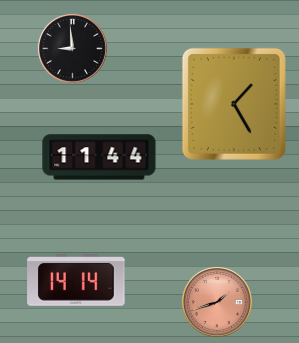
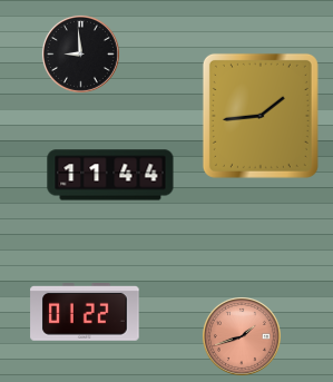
clock at (234, 104): 1:25 -> 1:44
clock at (76, 281): 14:14 -> 01:22
